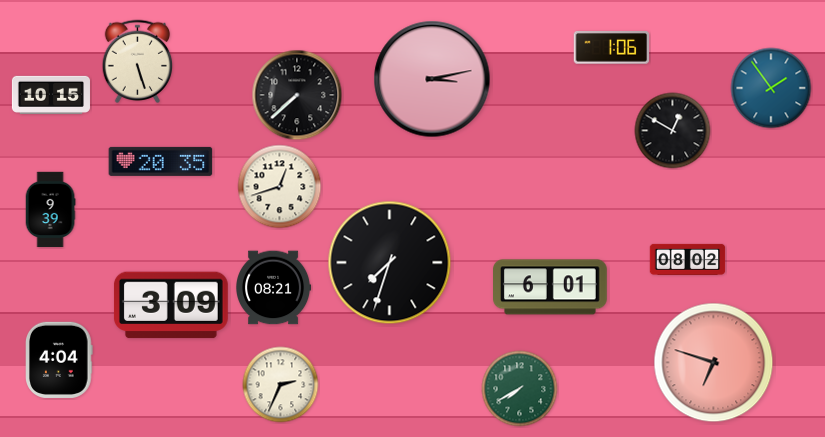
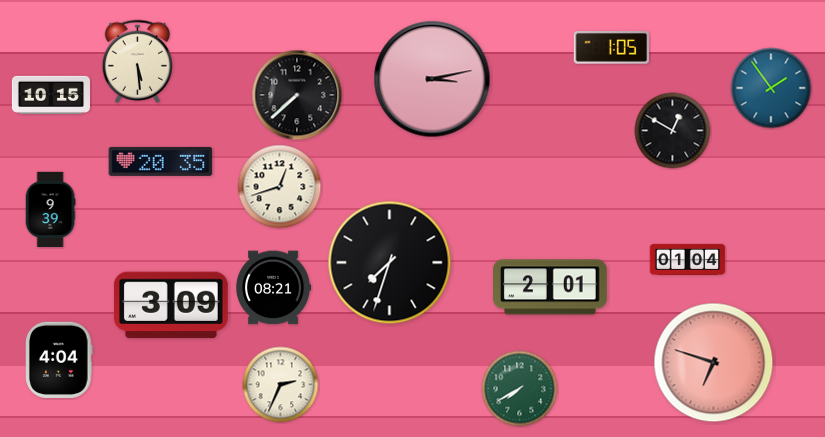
clock at (611, 48): 1:06 -> 1:05
clock at (138, 61): 5:27 -> 5:29
clock at (688, 259): 08:02 -> 01:04
clock at (551, 287): 6:01 -> 2:01
